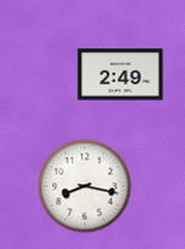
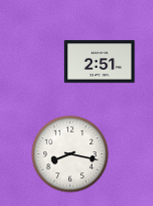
clock at (121, 75): 2:49 -> 2:51
